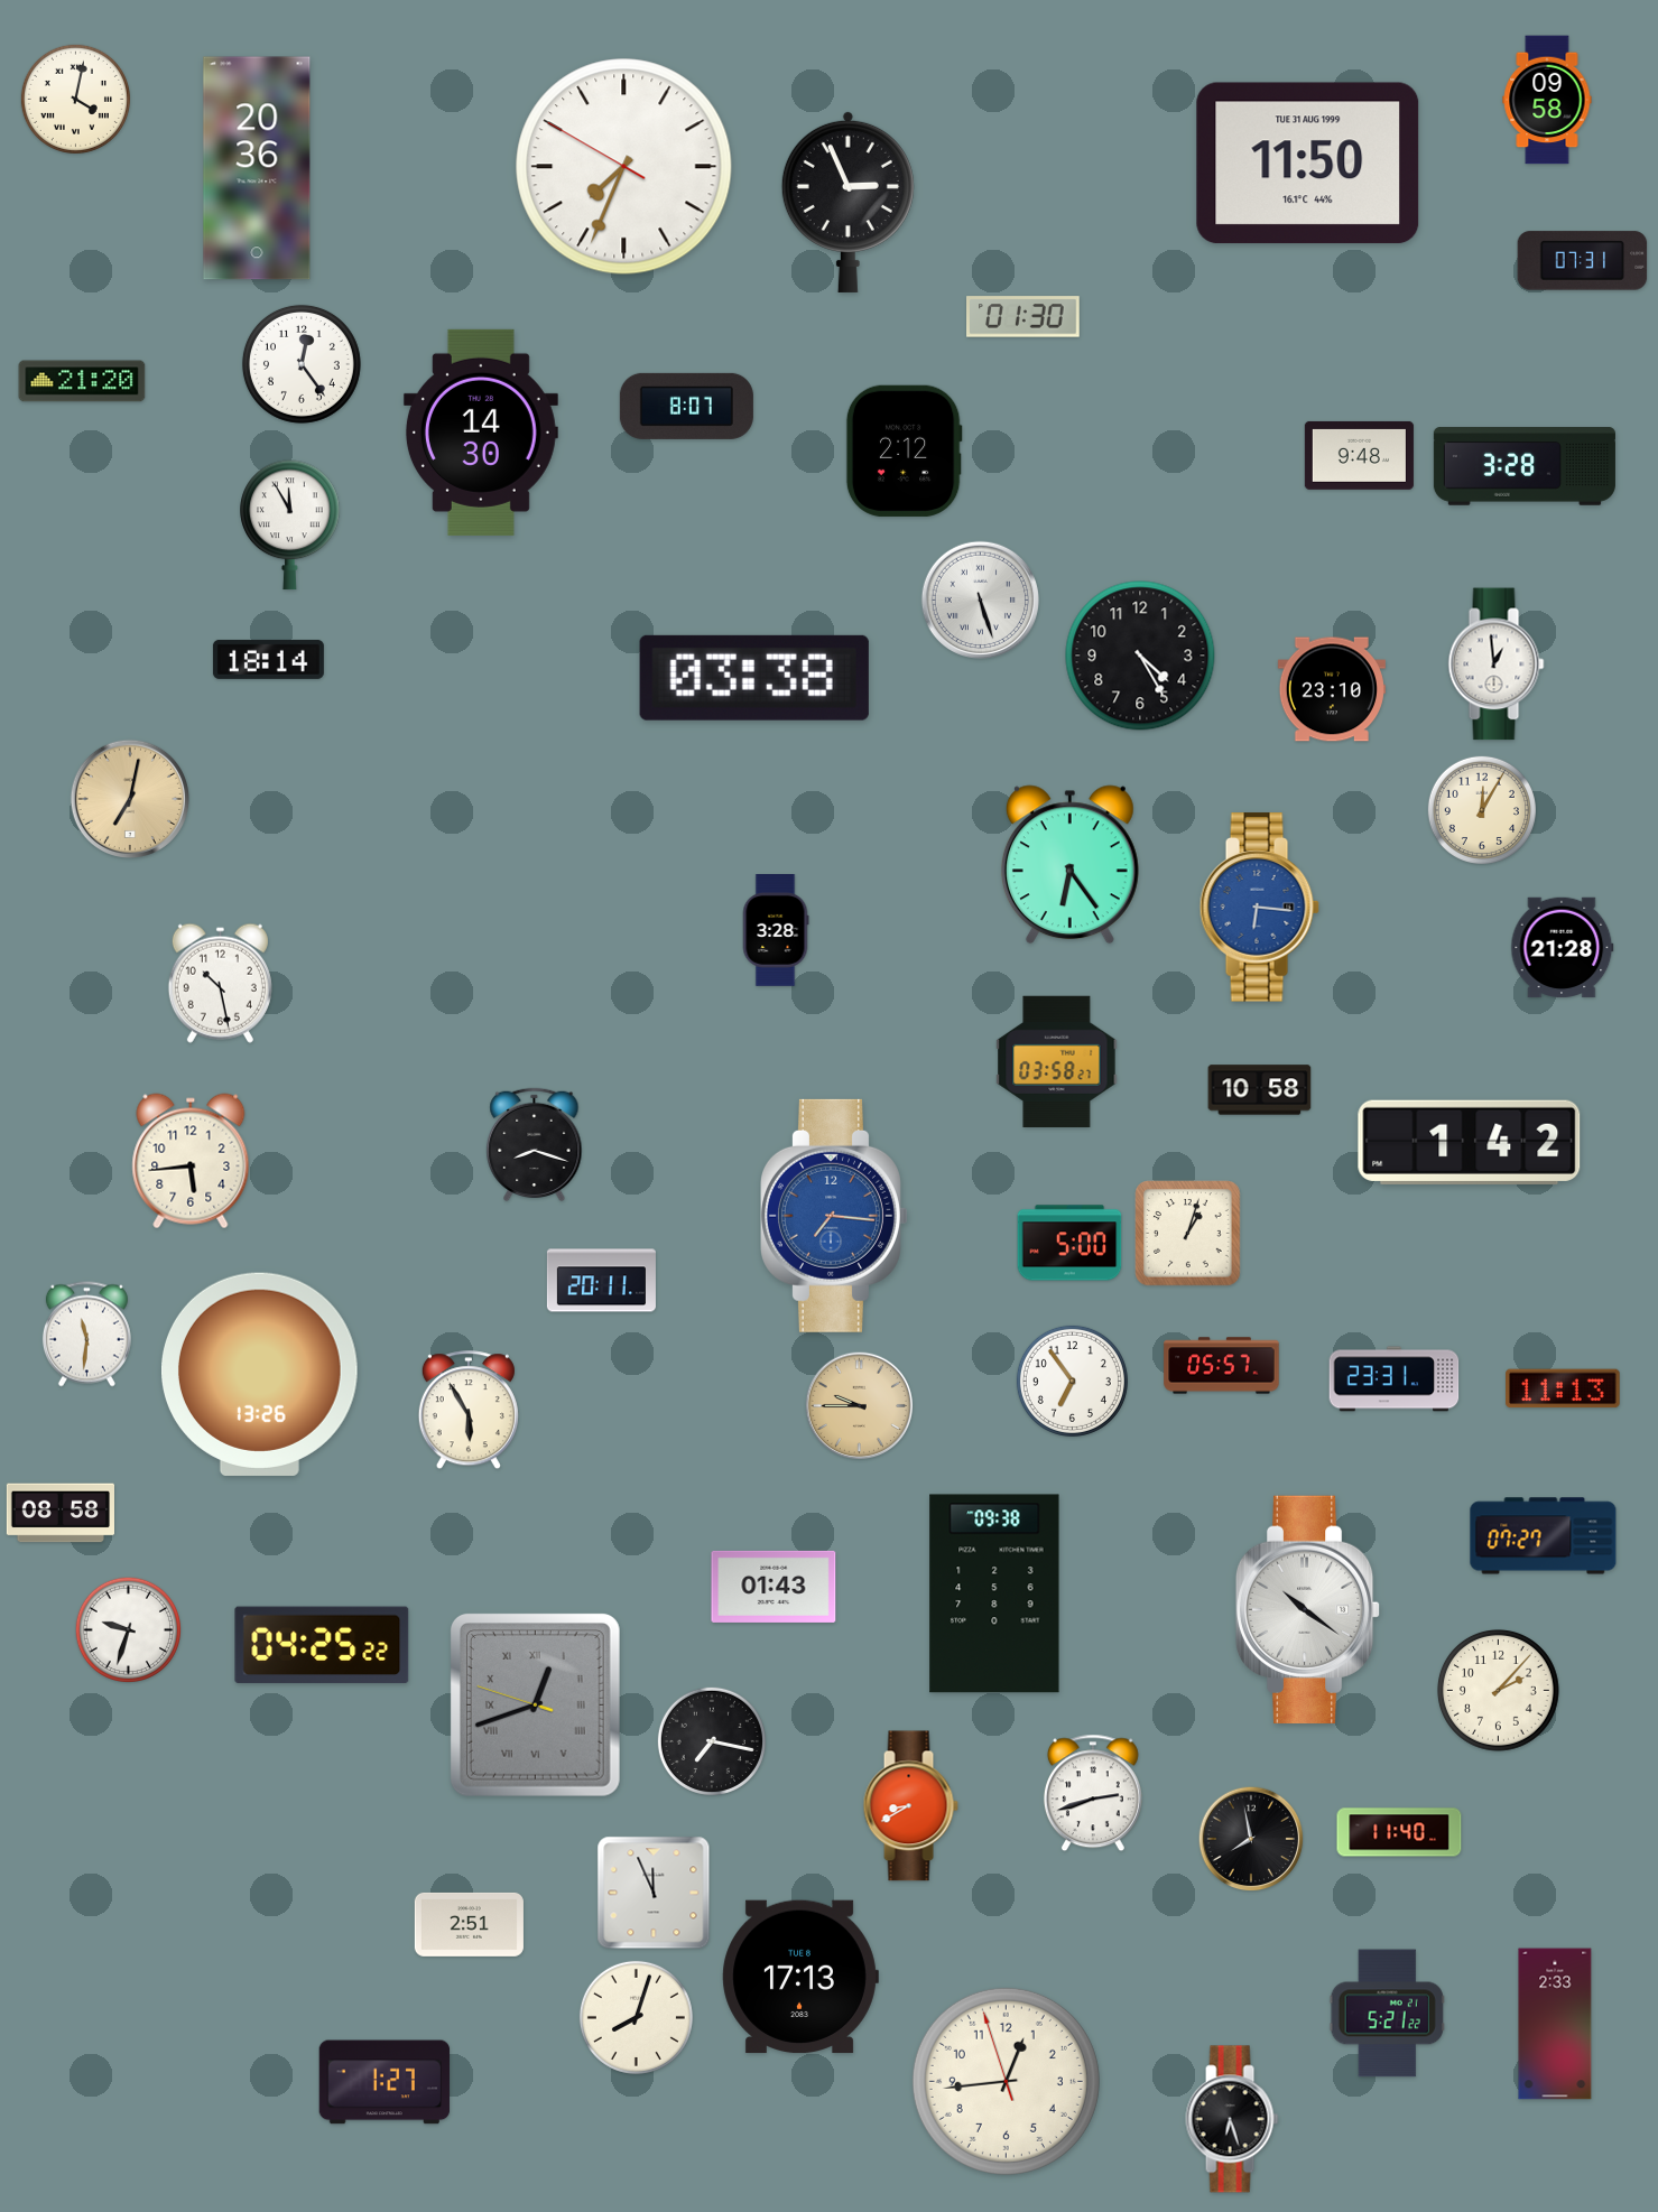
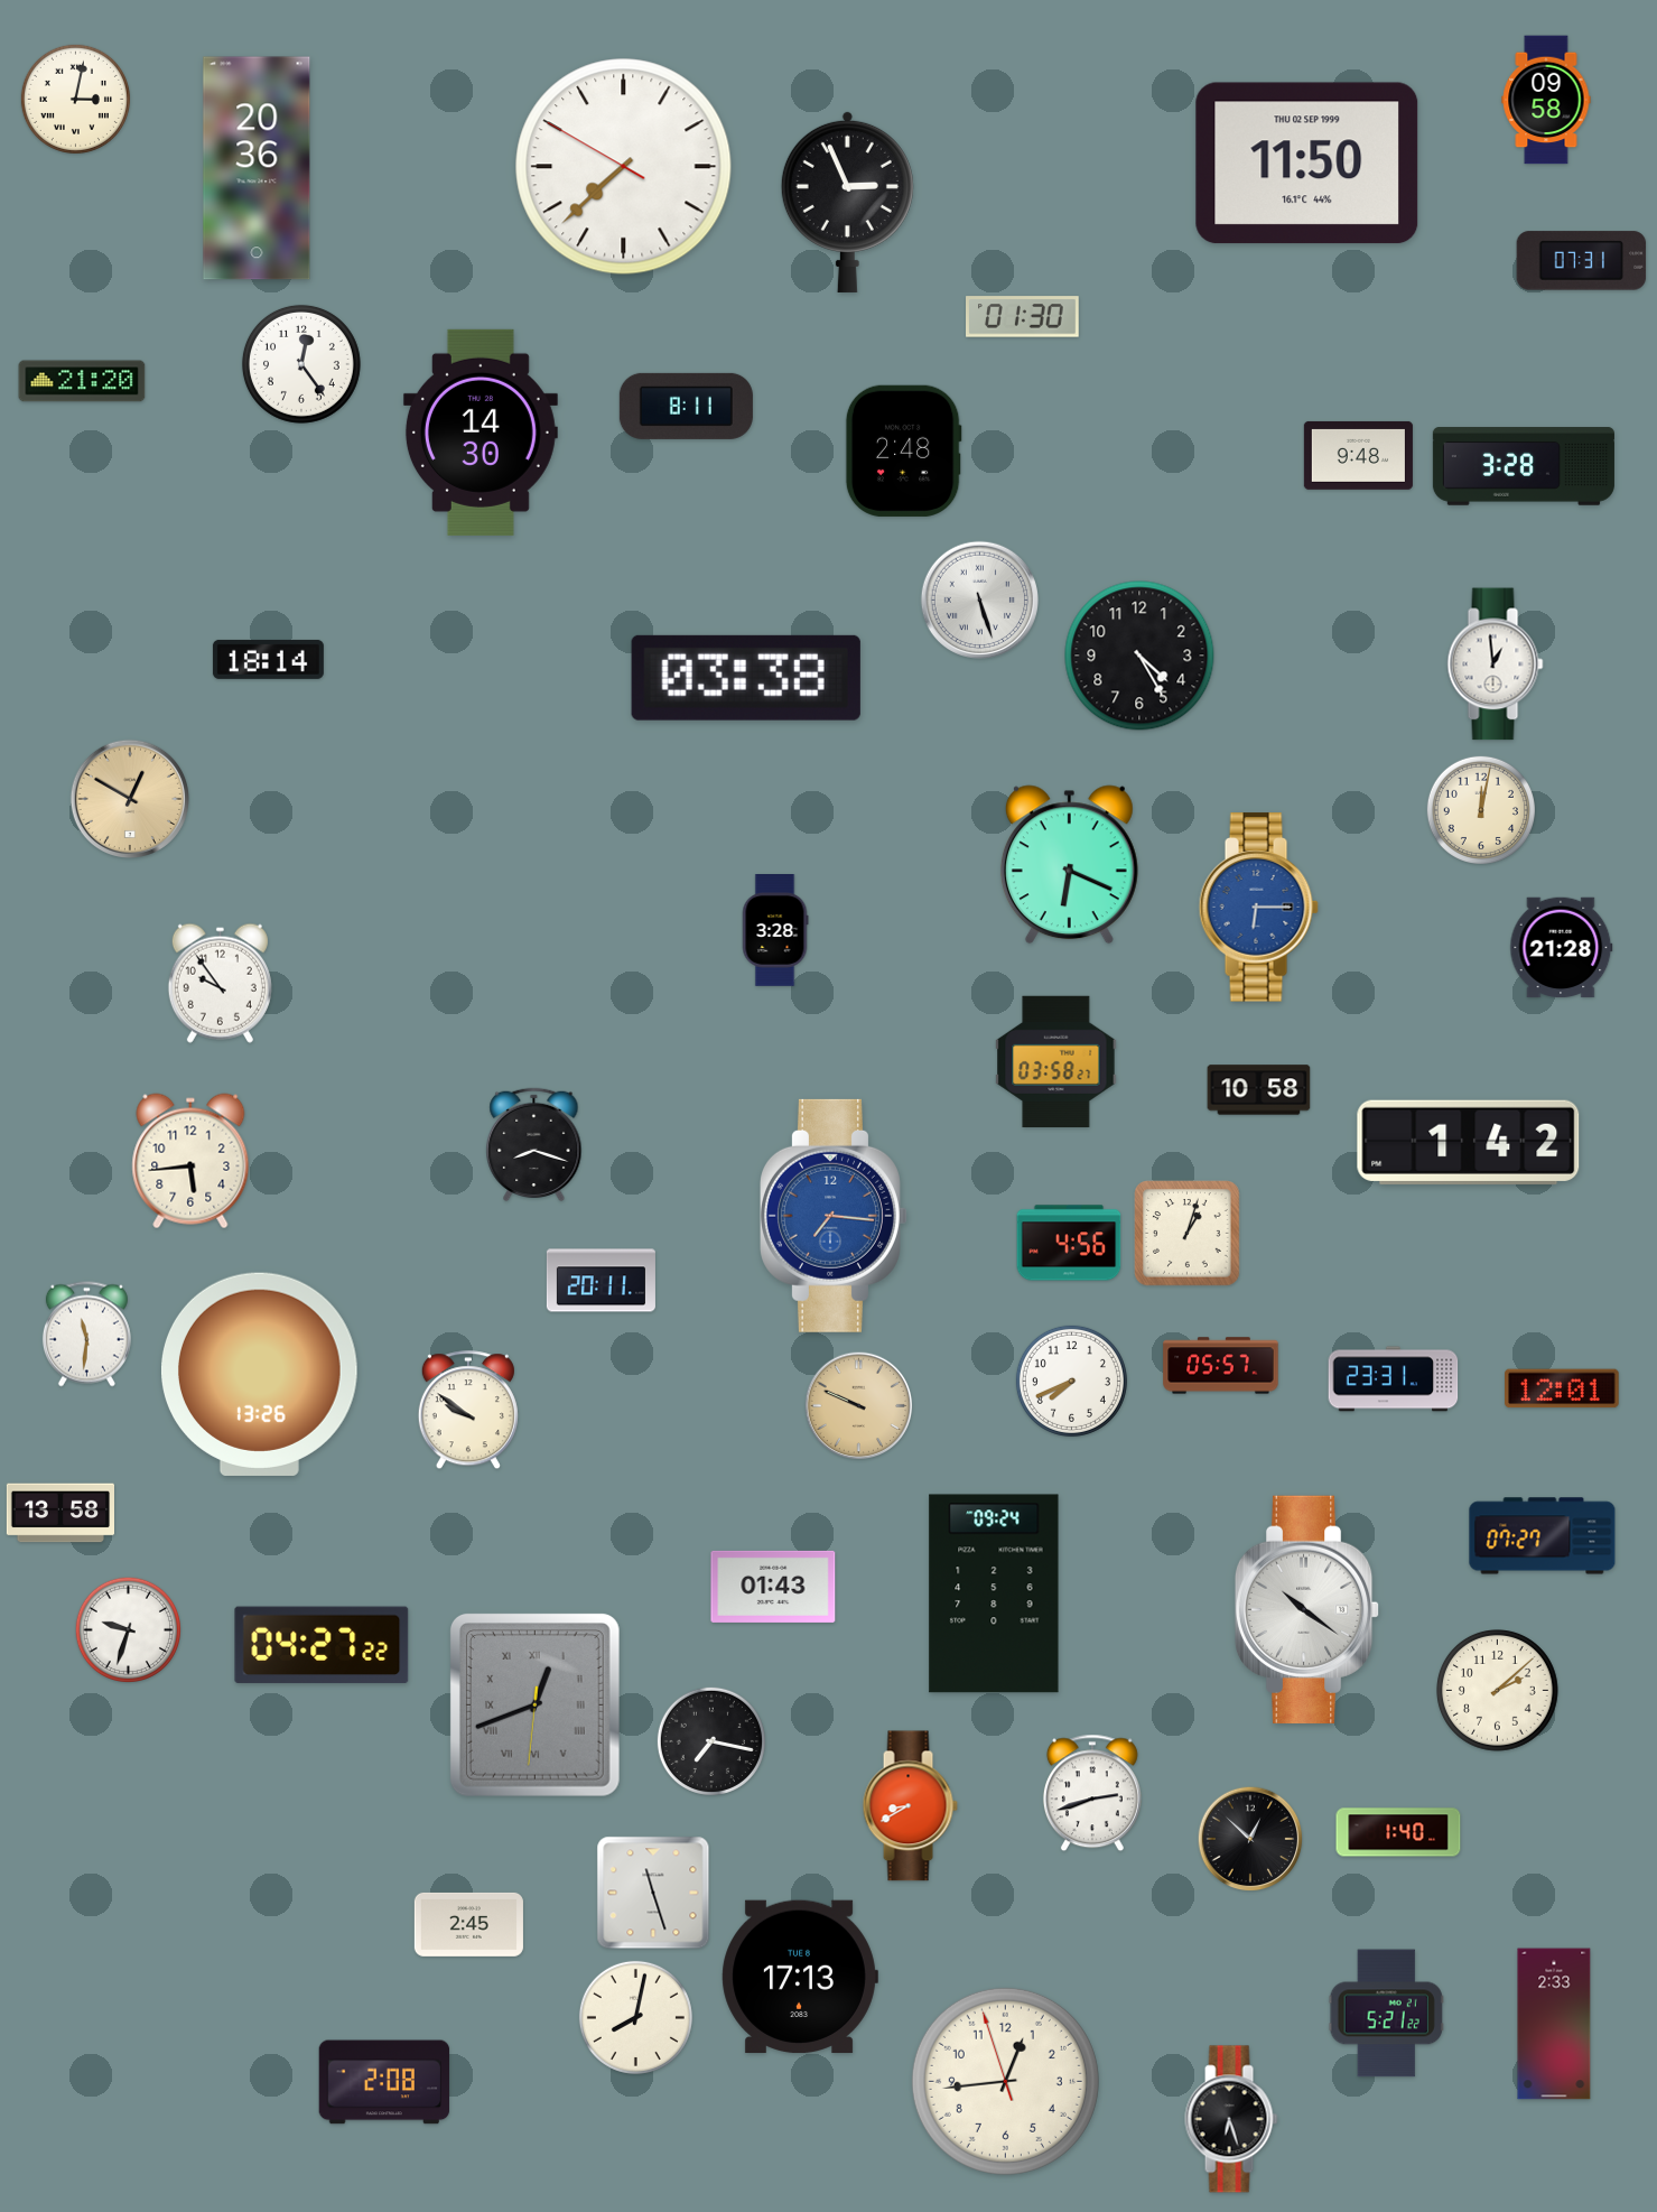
clock at (75, 99): 4:02 -> 3:02
clock at (1308, 164) date: TUE 31 AUG 1999 -> THU 02 SEP 1999
clock at (624, 167): 7:33 -> 7:37
clock at (686, 406): 8:07 -> 8:11
clock at (904, 450): 2:12 -> 2:48
clock at (290, 526): 11:55 -> none
clock at (754, 678) position: (754, 678) -> (746, 678)
clock at (1332, 689): 23:10 -> none
clock at (129, 798): 7:02 -> 12:50
clock at (1482, 810): 12:05 -> 12:02
clock at (1069, 865): 6:24 -> 6:19
clock at (1259, 908): 6:16 -> 6:15
clock at (220, 983): 10:28 -> 9:54
clock at (1069, 1243): 5:00 -> 4:56
clock at (1072, 1381): 6:54 -> 7:41
clock at (1563, 1388): 11:13 -> 12:01
clock at (860, 1406): 9:45 -> 9:49
clock at (469, 1411): 5:55 -> 9:51
clock at (59, 1513): 08:58 -> 13:58
clock at (994, 1593): 09:38 -> 09:24
clock at (322, 1645): 04:25 -> 04:27
clock at (1499, 1691): 2:07 -> 2:08
clock at (535, 1704): 12:41:48 -> 12:41:31
clock at (1399, 1832): 11:40 -> 1:40
clock at (1251, 1839): 7:58 -> 12:52
clock at (654, 1893): 11:56 -> 11:27
clock at (469, 1924): 2:51 -> 2:45
clock at (636, 2017): 8:03 -> 8:02
clock at (385, 2082): 1:27 -> 2:08
